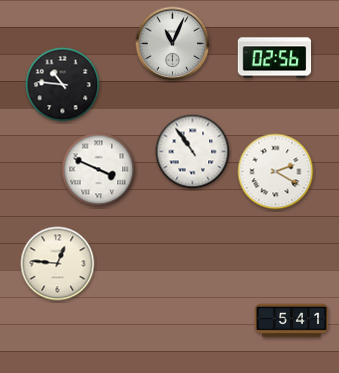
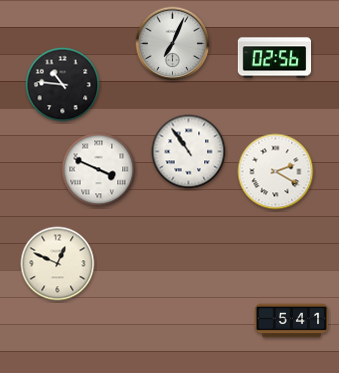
clock at (173, 44): 11:04 -> 7:04
clock at (193, 152) position: (193, 152) -> (189, 152)
clock at (58, 264): 12:46 -> 12:49
